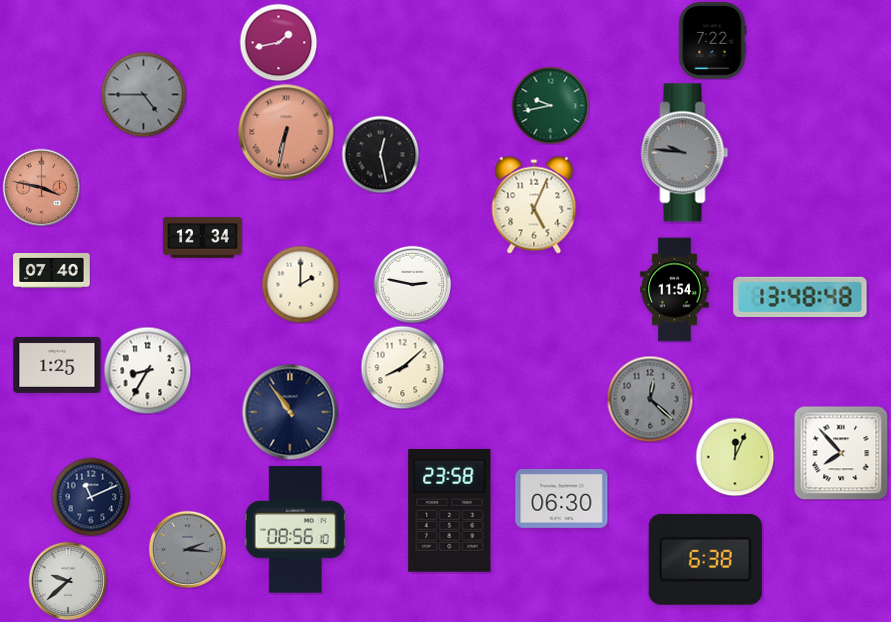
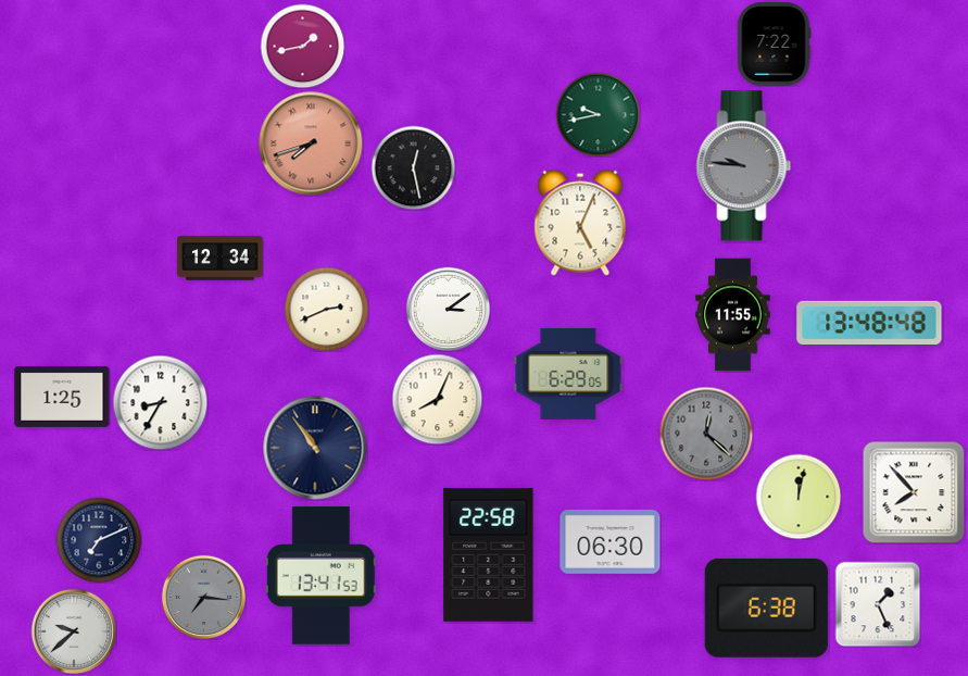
clock at (143, 94): 4:45 -> none
clock at (286, 132): 6:32 -> 7:42
clock at (41, 187): 3:47 -> none
clock at (52, 271): 07:40 -> none
clock at (300, 284): 2:00 -> 2:41
clock at (412, 284): 2:47 -> 3:09
clock at (675, 290): 11:54 -> 11:55
clock at (568, 374): none -> 6:29
clock at (402, 367): 8:08 -> 8:04
clock at (735, 457): 12:04 -> 12:02
clock at (91, 497): 11:11 -> 7:11
clock at (450, 510): 23:58 -> 22:58
clock at (295, 530): 08:56 -> 13:41
clock at (187, 549): 2:16 -> 7:16
clock at (878, 604): none -> 1:26
